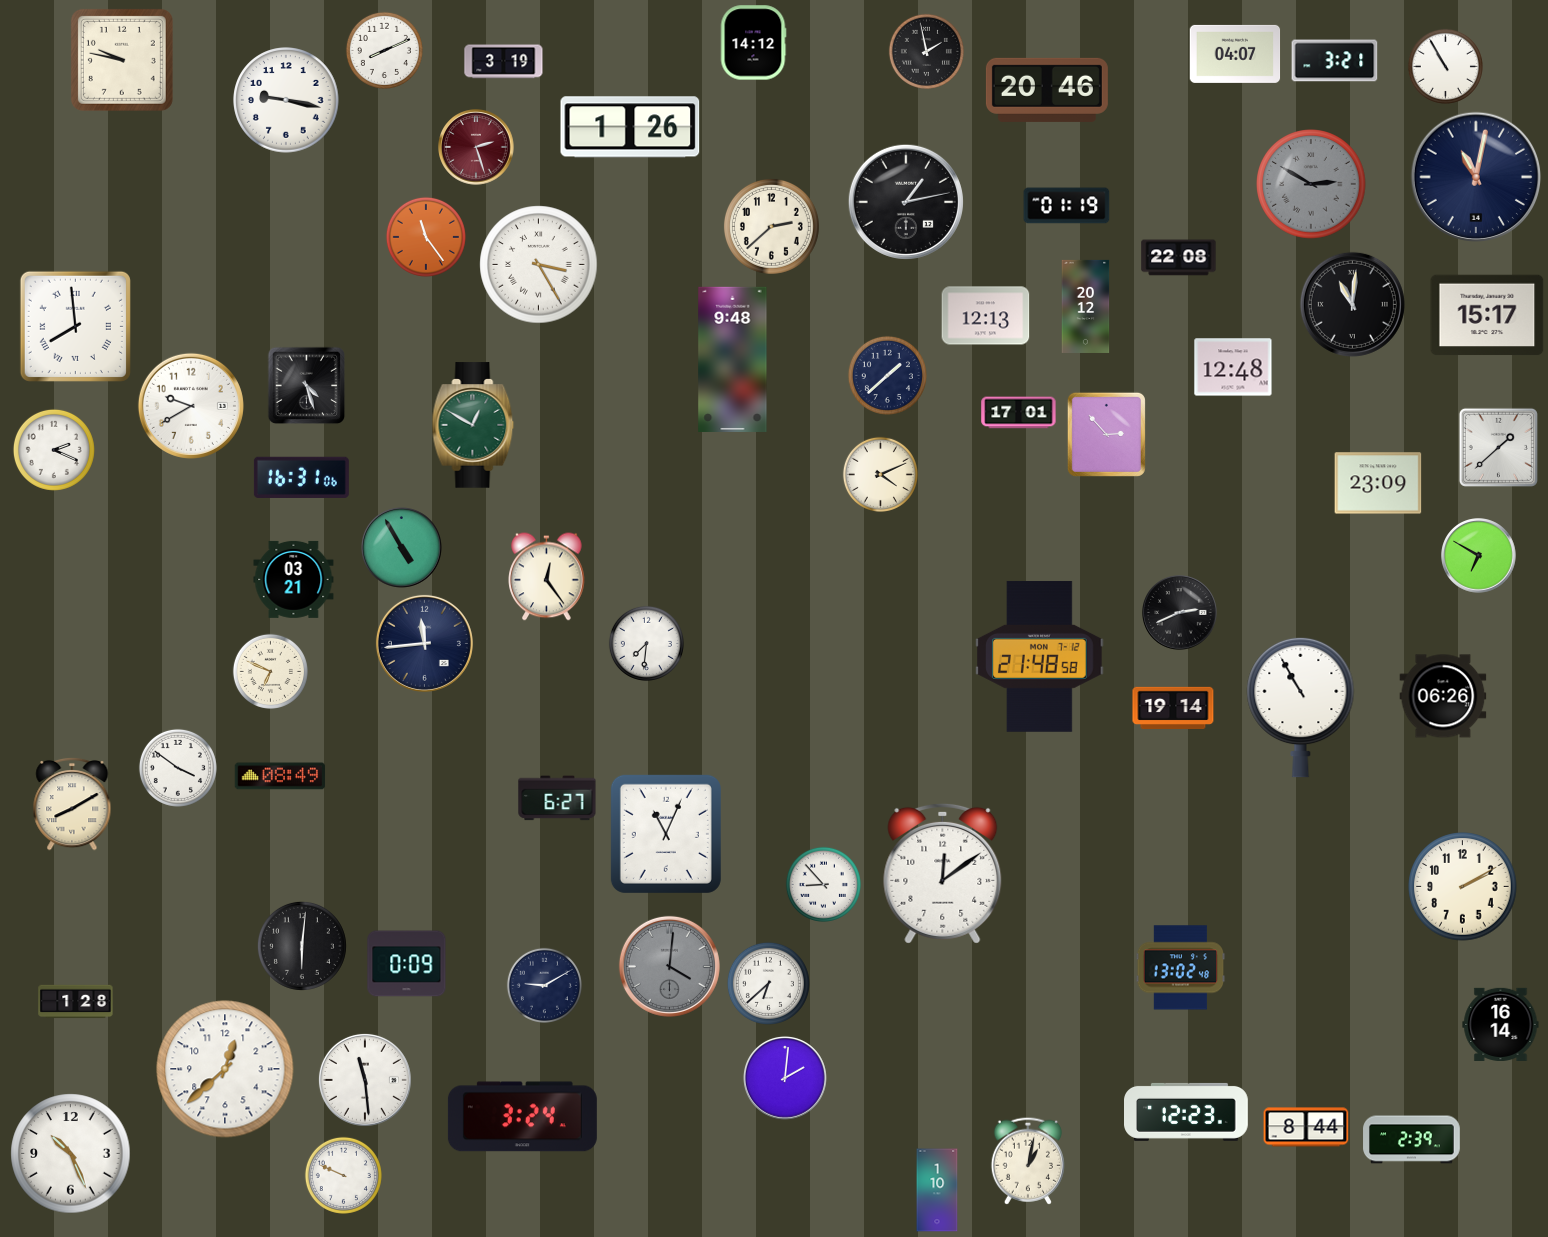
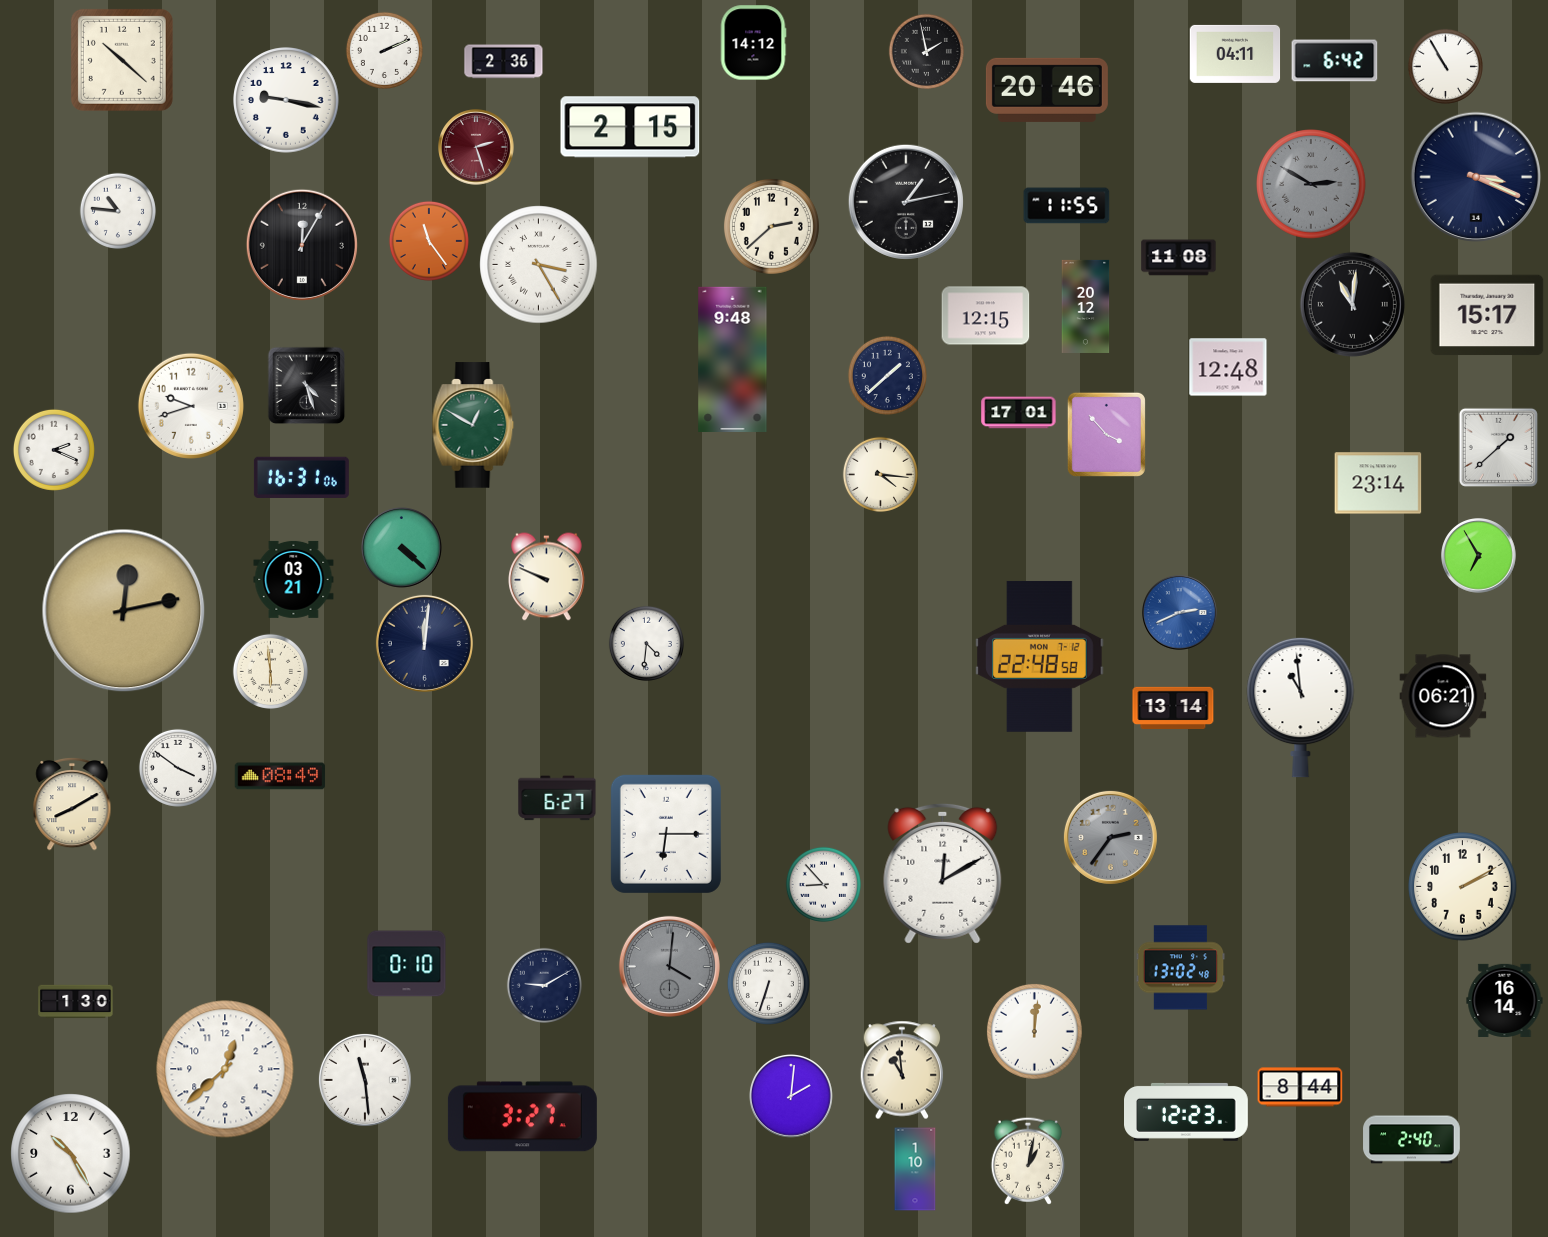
clock at (384, 50): 8:11 -> 2:11
clock at (1235, 54): 04:07 -> 04:11
clock at (122, 60): 9:47 -> 10:22
clock at (1335, 61): 3:21 -> 6:42
clock at (504, 62): 3:19 -> 2:36
clock at (630, 127): 1:26 -> 2:15
clock at (1476, 177): 11:02 -> 3:19
clock at (1067, 206): 01:19 -> 11:55
clock at (118, 211): none -> 10:46
clock at (426, 237) position: (426, 237) -> (429, 241)
clock at (302, 245): none -> 12:05
clock at (1179, 258): 22:08 -> 11:08
clock at (986, 316): 12:13 -> 12:15
clock at (75, 326): 7:59 -> none
clock at (1233, 367) position: (1233, 367) -> (1228, 367)
clock at (191, 406): 9:40 -> 9:42
clock at (1106, 434): 2:53 -> 3:53
clock at (880, 474): 4:11 -> 4:16
clock at (1378, 483): 23:09 -> 23:14
clock at (402, 548): 4:55 -> 4:22
clock at (1479, 556): 6:50 -> 6:55
clock at (547, 577): 12:24 -> 9:49
clock at (124, 611): none -> 12:13
clock at (1180, 613) dial: black -> blue
clock at (424, 643): 11:44 -> 12:01
clock at (646, 643): 7:31 -> 4:31
clock at (1040, 656): 21:48 -> 22:48
clock at (270, 671): 6:49 -> 5:59
clock at (1443, 696): 06:26 -> 06:21
clock at (1173, 707): 19:14 -> 13:14
clock at (1301, 707): 10:55 -> 10:59
clock at (666, 834): 11:04 -> 6:15
clock at (1110, 837): none -> 2:36
clock at (943, 873): 12:09 -> 12:10
clock at (302, 946): 6:01 -> none
clock at (407, 964): 0:09 -> 0:10
clock at (768, 983): 6:38 -> 6:33
clock at (76, 1002): 1:28 -> 1:30
clock at (1501, 1024) position: (1501, 1024) -> (1505, 1000)
clock at (1034, 1031): none -> 12:01
clock at (902, 1070): none -> 10:59
clock at (785, 1078) position: (785, 1078) -> (791, 1096)
clock at (522, 1117): 3:24 -> 3:27
clock at (1306, 1127) position: (1306, 1127) -> (1300, 1087)
clock at (1412, 1140): 2:39 -> 2:40
clock at (71, 1154): 10:26 -> 10:25
clock at (343, 1175): 9:49 -> none
clock at (937, 1190) position: (937, 1190) -> (915, 1169)
